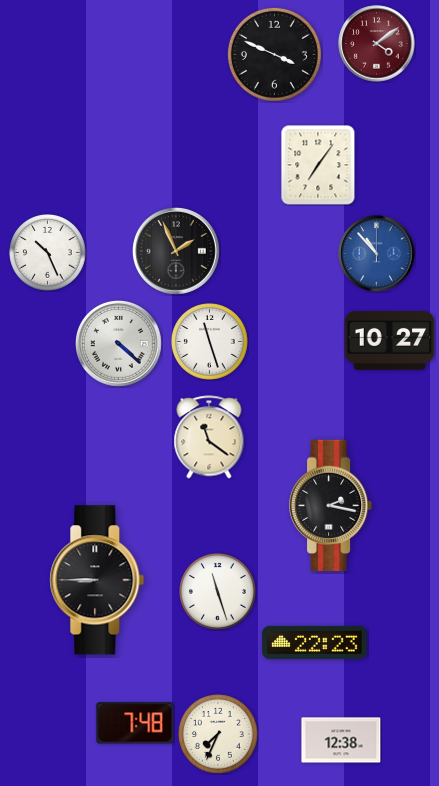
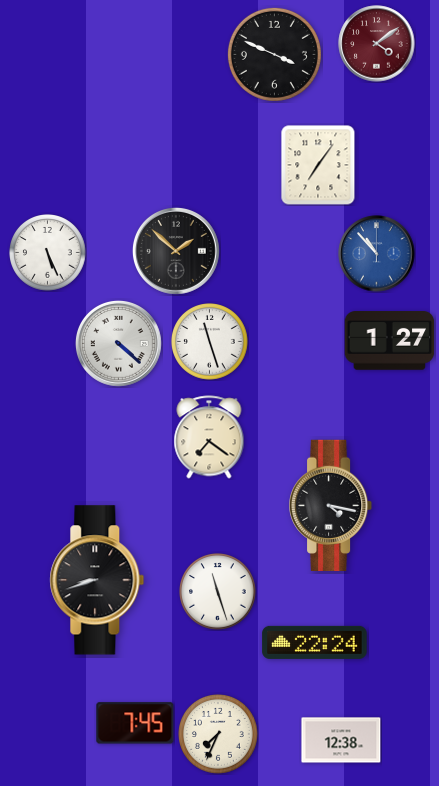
clock at (176, 251): 1:56 -> 1:52
clock at (48, 253): 10:26 -> 5:26
clock at (390, 341): 10:27 -> 1:27
clock at (209, 437): 11:21 -> 7:21
clock at (332, 505): 2:17 -> 4:17
clock at (97, 580): 8:45 -> 8:42
clock at (315, 642): 22:23 -> 22:24
clock at (135, 723): 7:48 -> 7:45
